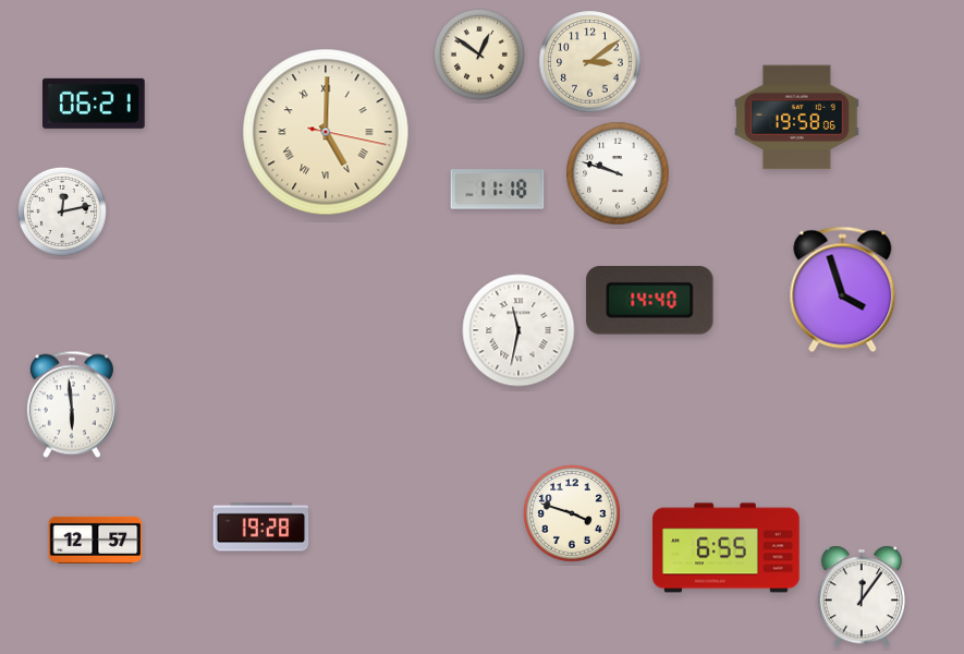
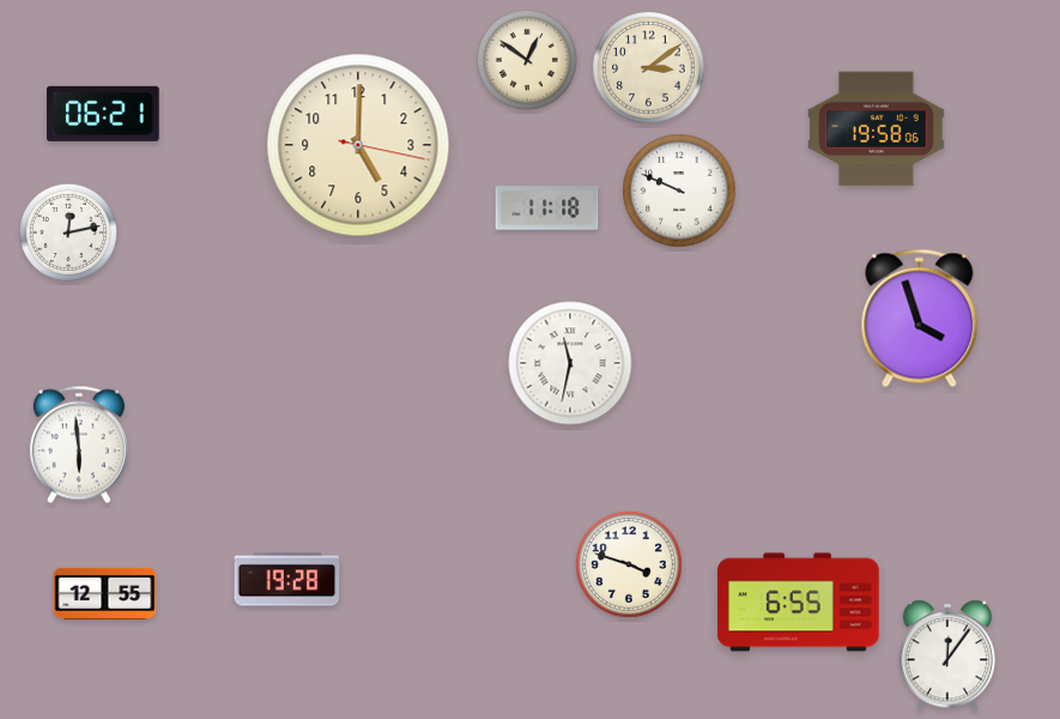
clock at (326, 132) numerals: Roman -> Arabic
clock at (618, 173): 9:48 -> 9:49
clock at (843, 290) position: (843, 290) -> (920, 319)
clock at (650, 301): 14:40 -> none
clock at (96, 540): 12:57 -> 12:55
